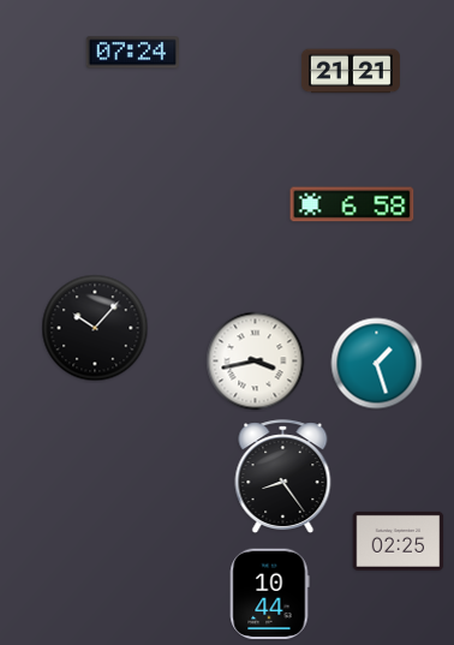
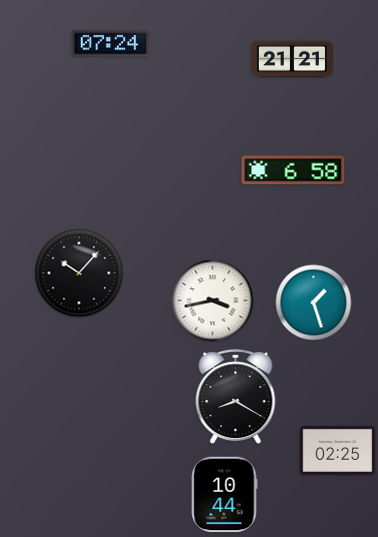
clock at (283, 477): 8:24 -> 8:20
clock at (399, 541) position: (399, 541) -> (338, 450)
